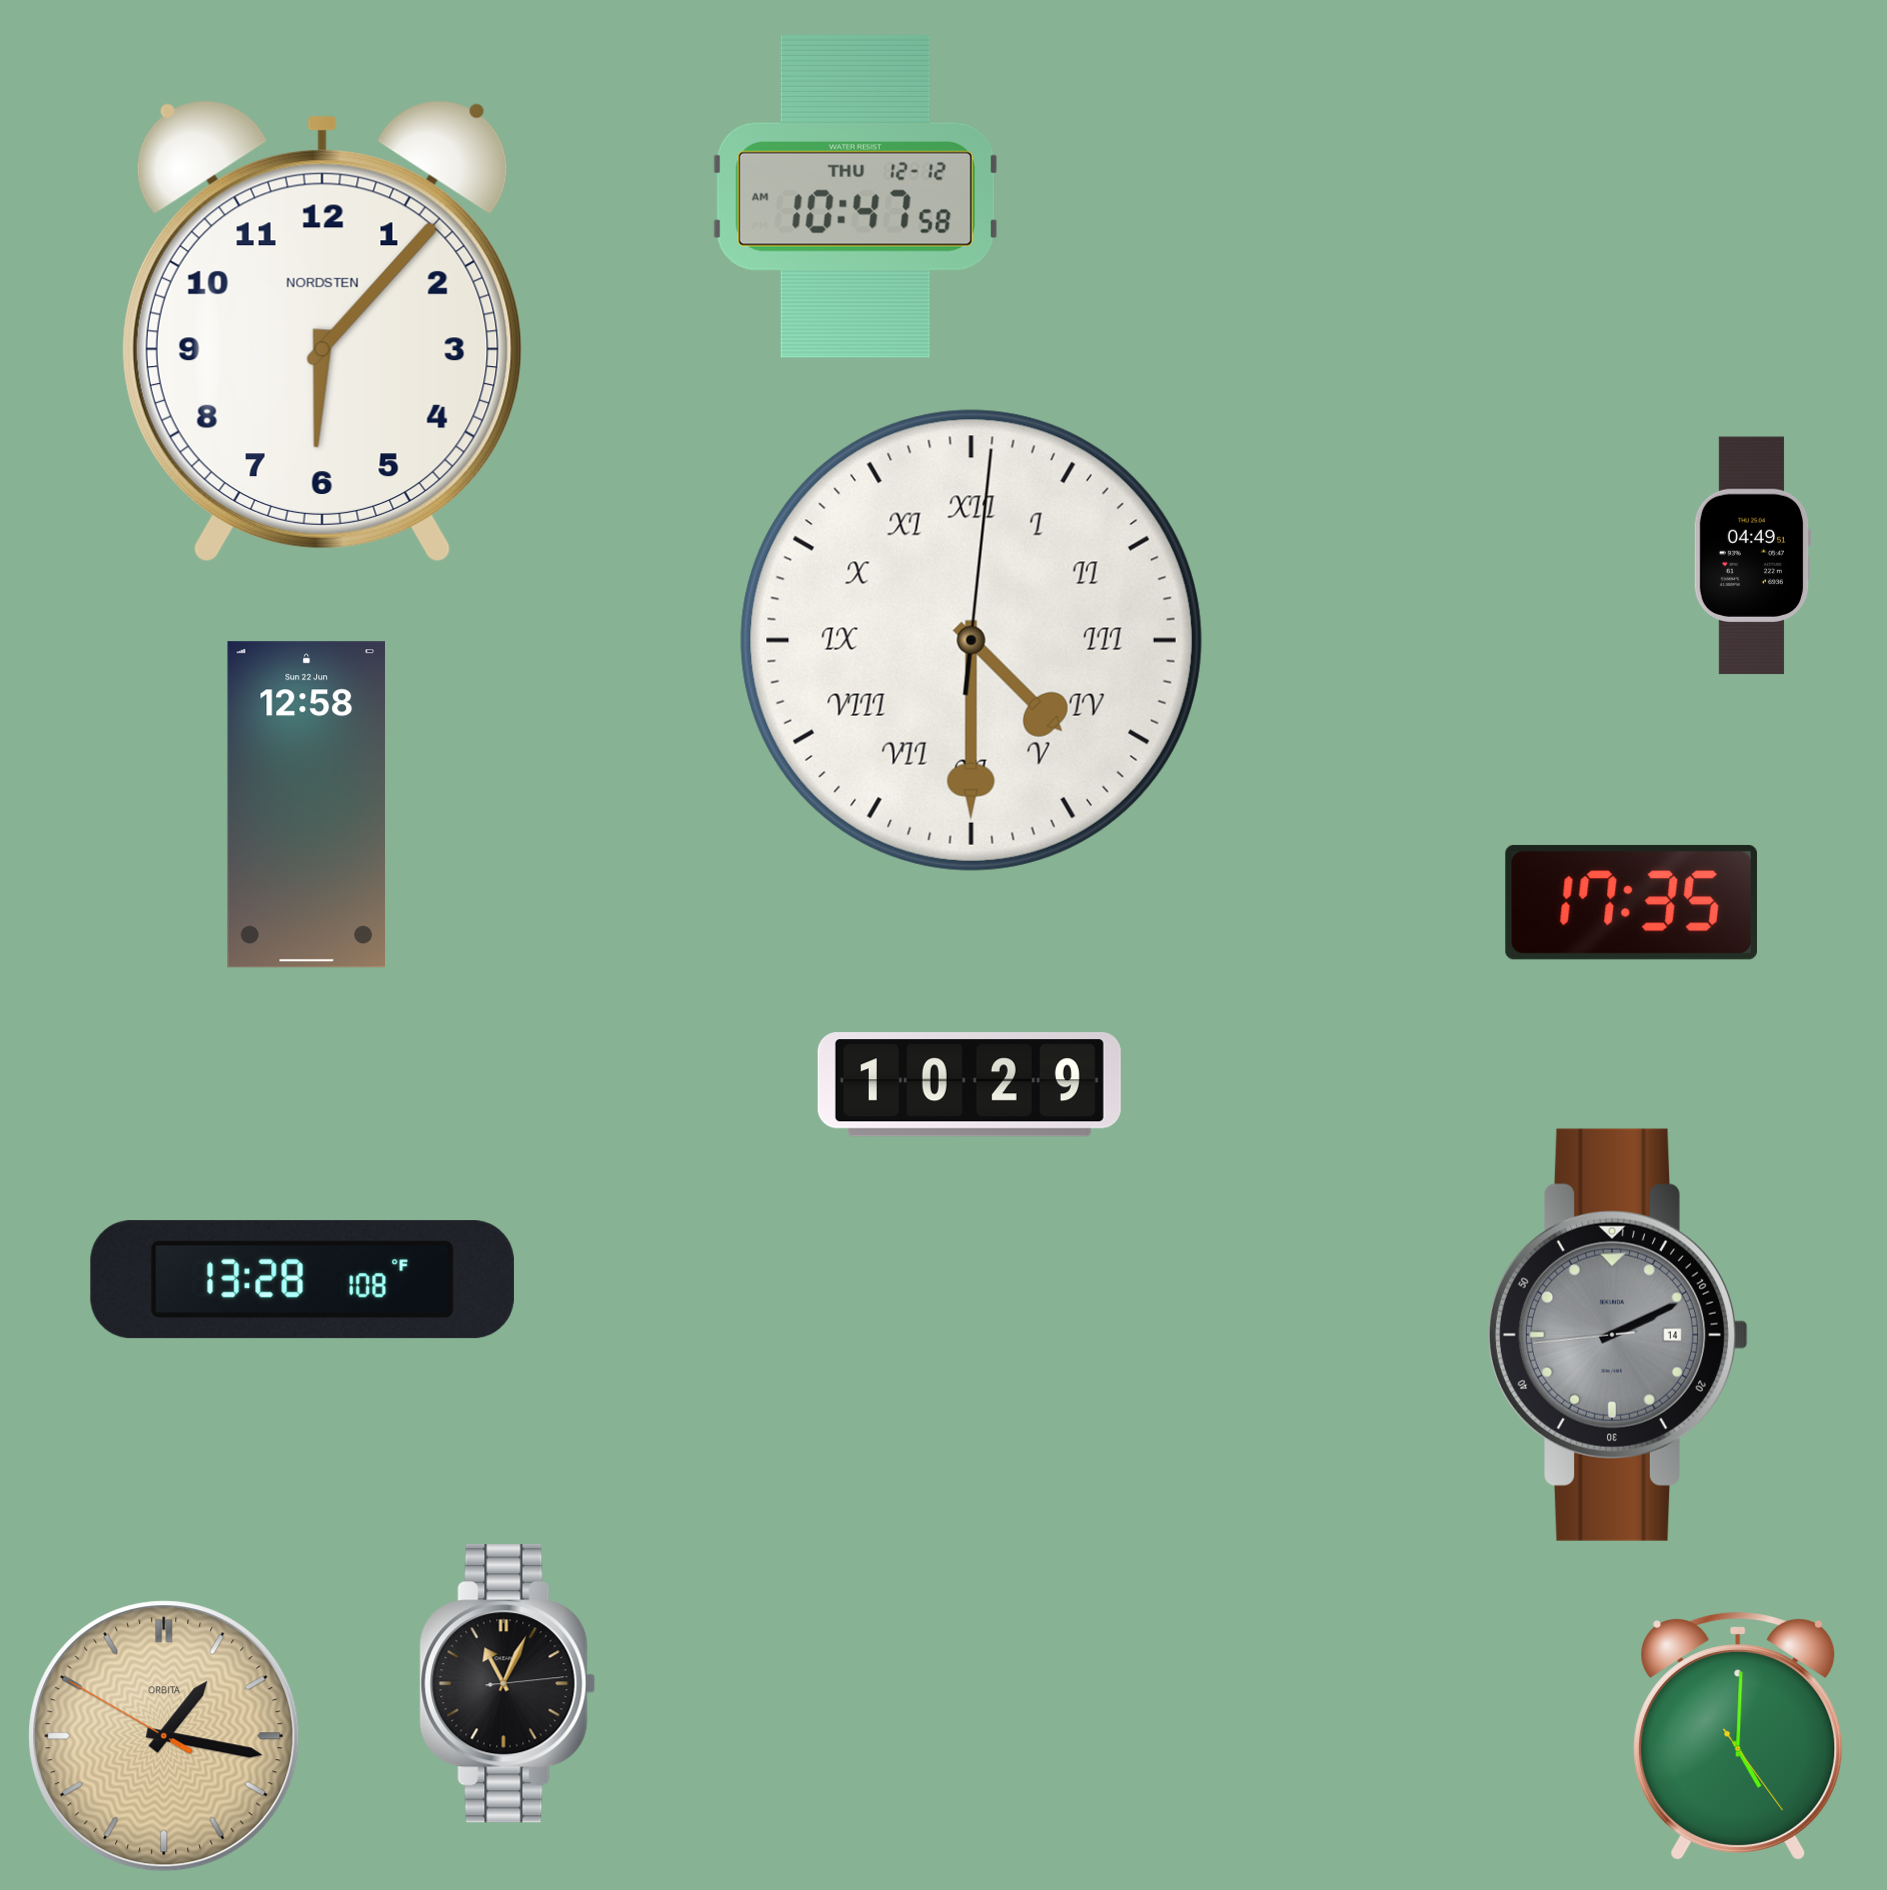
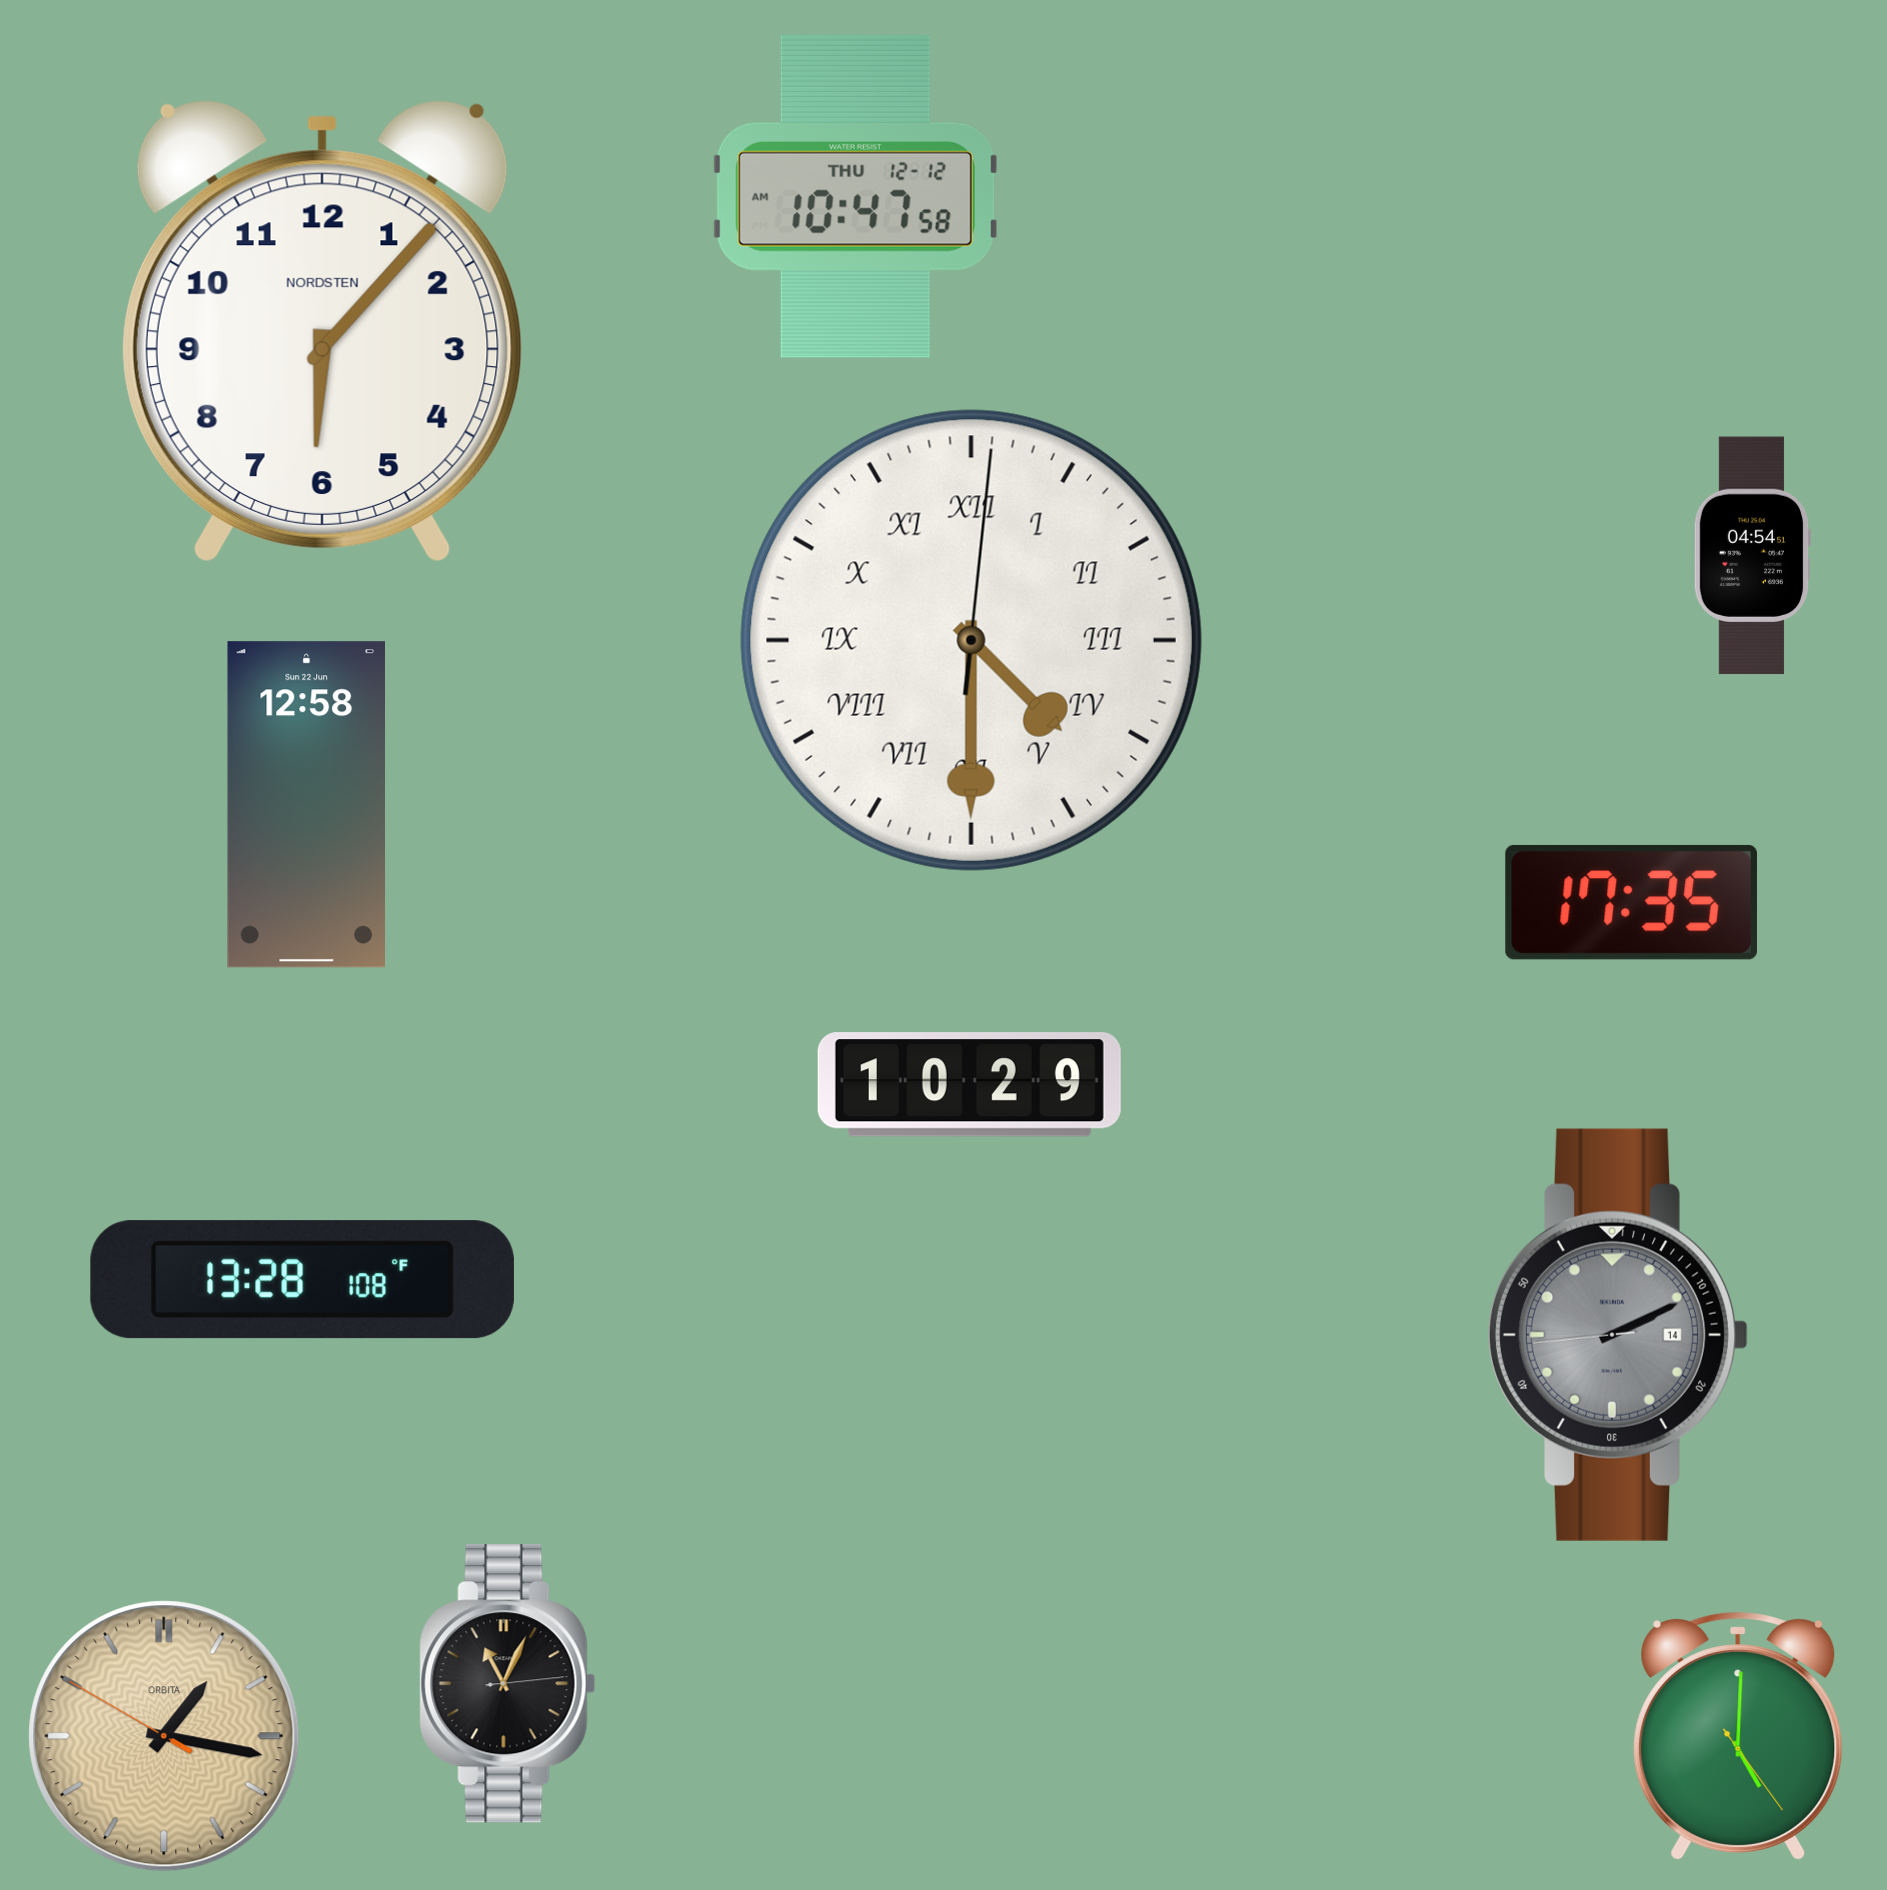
clock at (1752, 556): 04:49 -> 04:54
